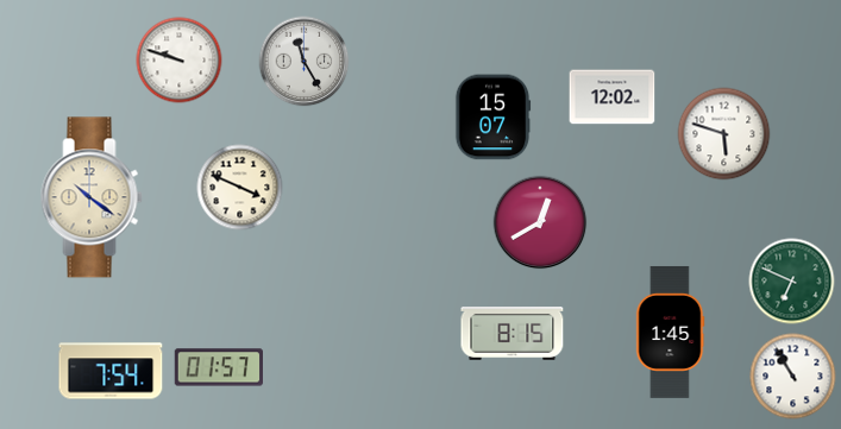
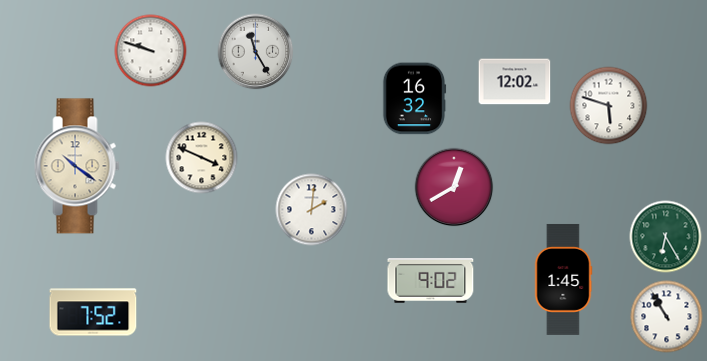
clock at (492, 118): 15:07 -> 16:32
clock at (724, 134) position: (724, 134) -> (609, 106)
clock at (312, 210): none -> 2:01
clock at (792, 282): 6:49 -> 6:25
clock at (513, 334): 8:15 -> 9:02
clock at (218, 367): 01:57 -> none
clock at (111, 371): 7:54 -> 7:52
